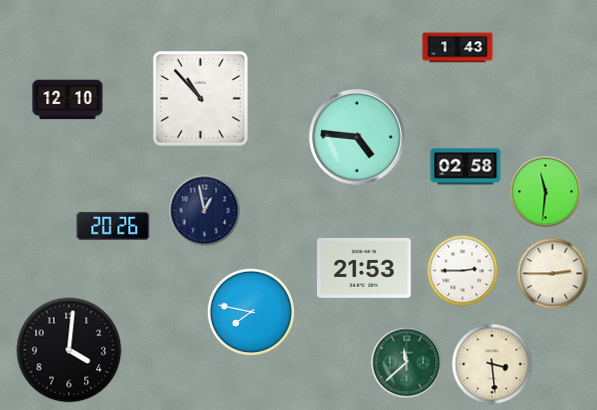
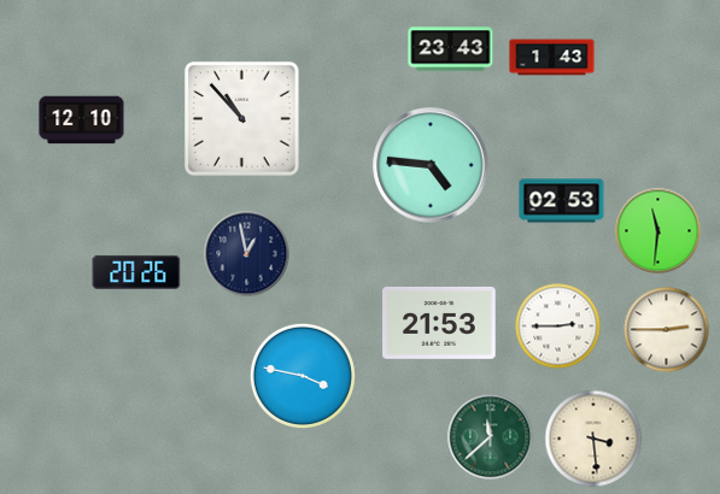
clock at (451, 49): none -> 23:43
clock at (466, 167): 02:58 -> 02:53
clock at (251, 312): 7:47 -> 3:47
clock at (69, 350): 4:01 -> none
